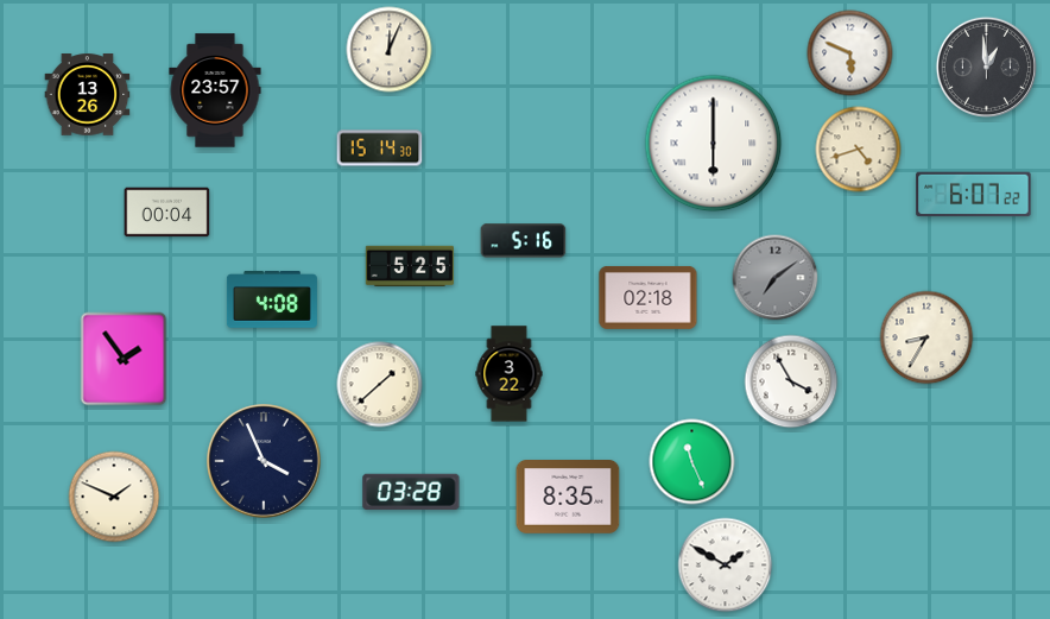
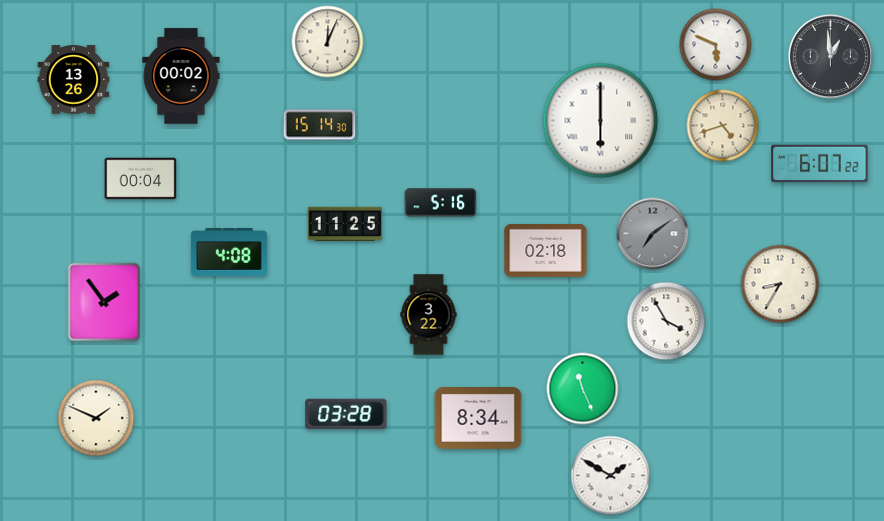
clock at (215, 90): 23:57 -> 00:02
clock at (409, 265): 5:25 -> 11:25
clock at (380, 385): 1:38 -> none
clock at (264, 461): 3:56 -> none
clock at (568, 498): 8:35 -> 8:34
